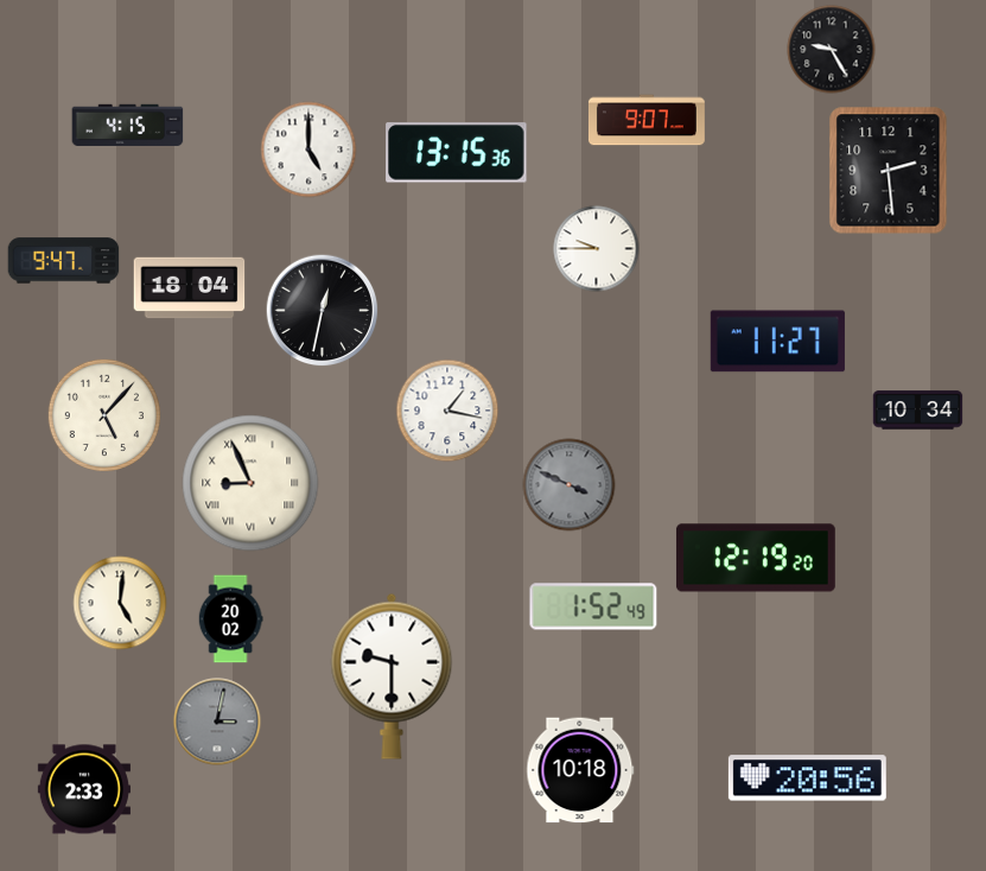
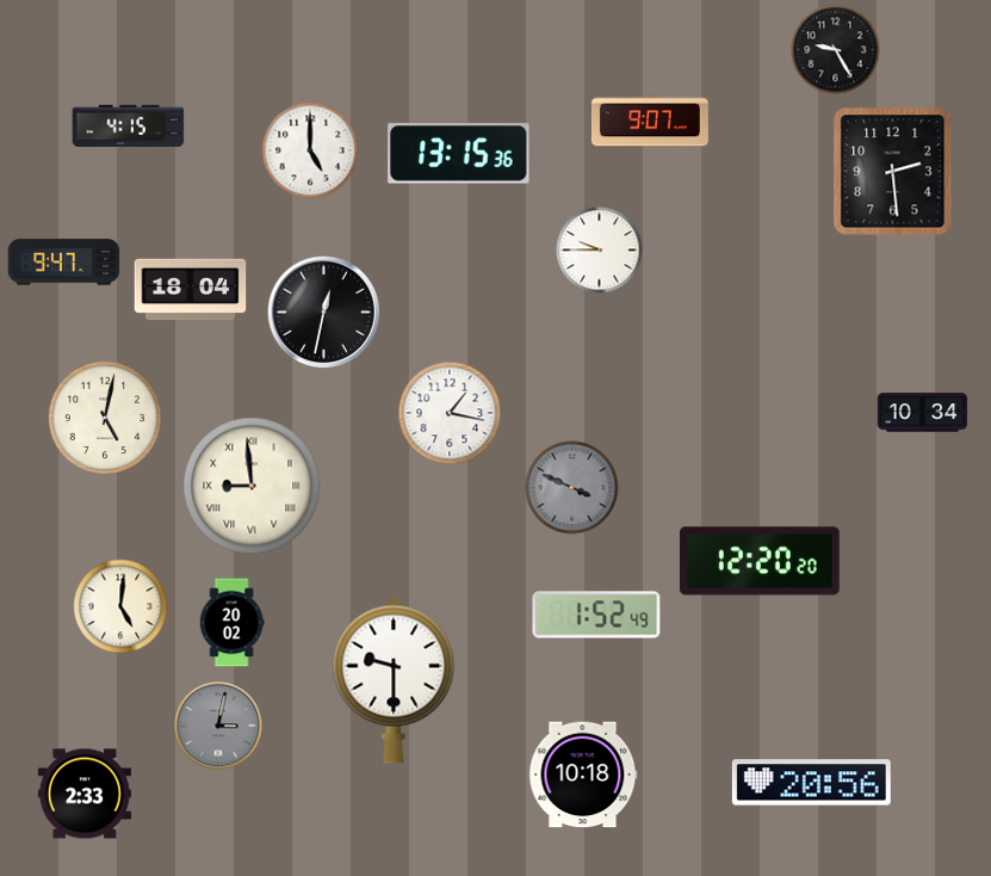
clock at (777, 342): 11:27 -> none
clock at (103, 414): 5:07 -> 5:02
clock at (250, 483): 8:56 -> 8:59
clock at (756, 558): 12:19 -> 12:20
clock at (593, 606) position: (593, 606) -> (596, 615)
